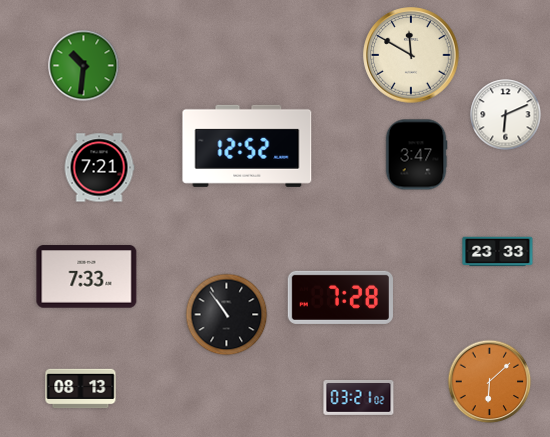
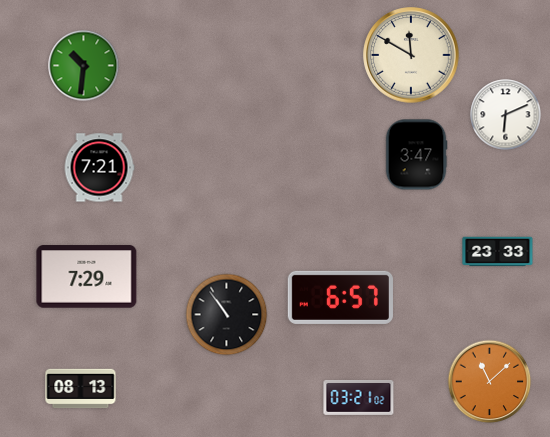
clock at (247, 146): 12:52 -> none
clock at (87, 277): 7:33 -> 7:29
clock at (340, 297): 7:28 -> 6:57
clock at (490, 382): 6:08 -> 11:08
